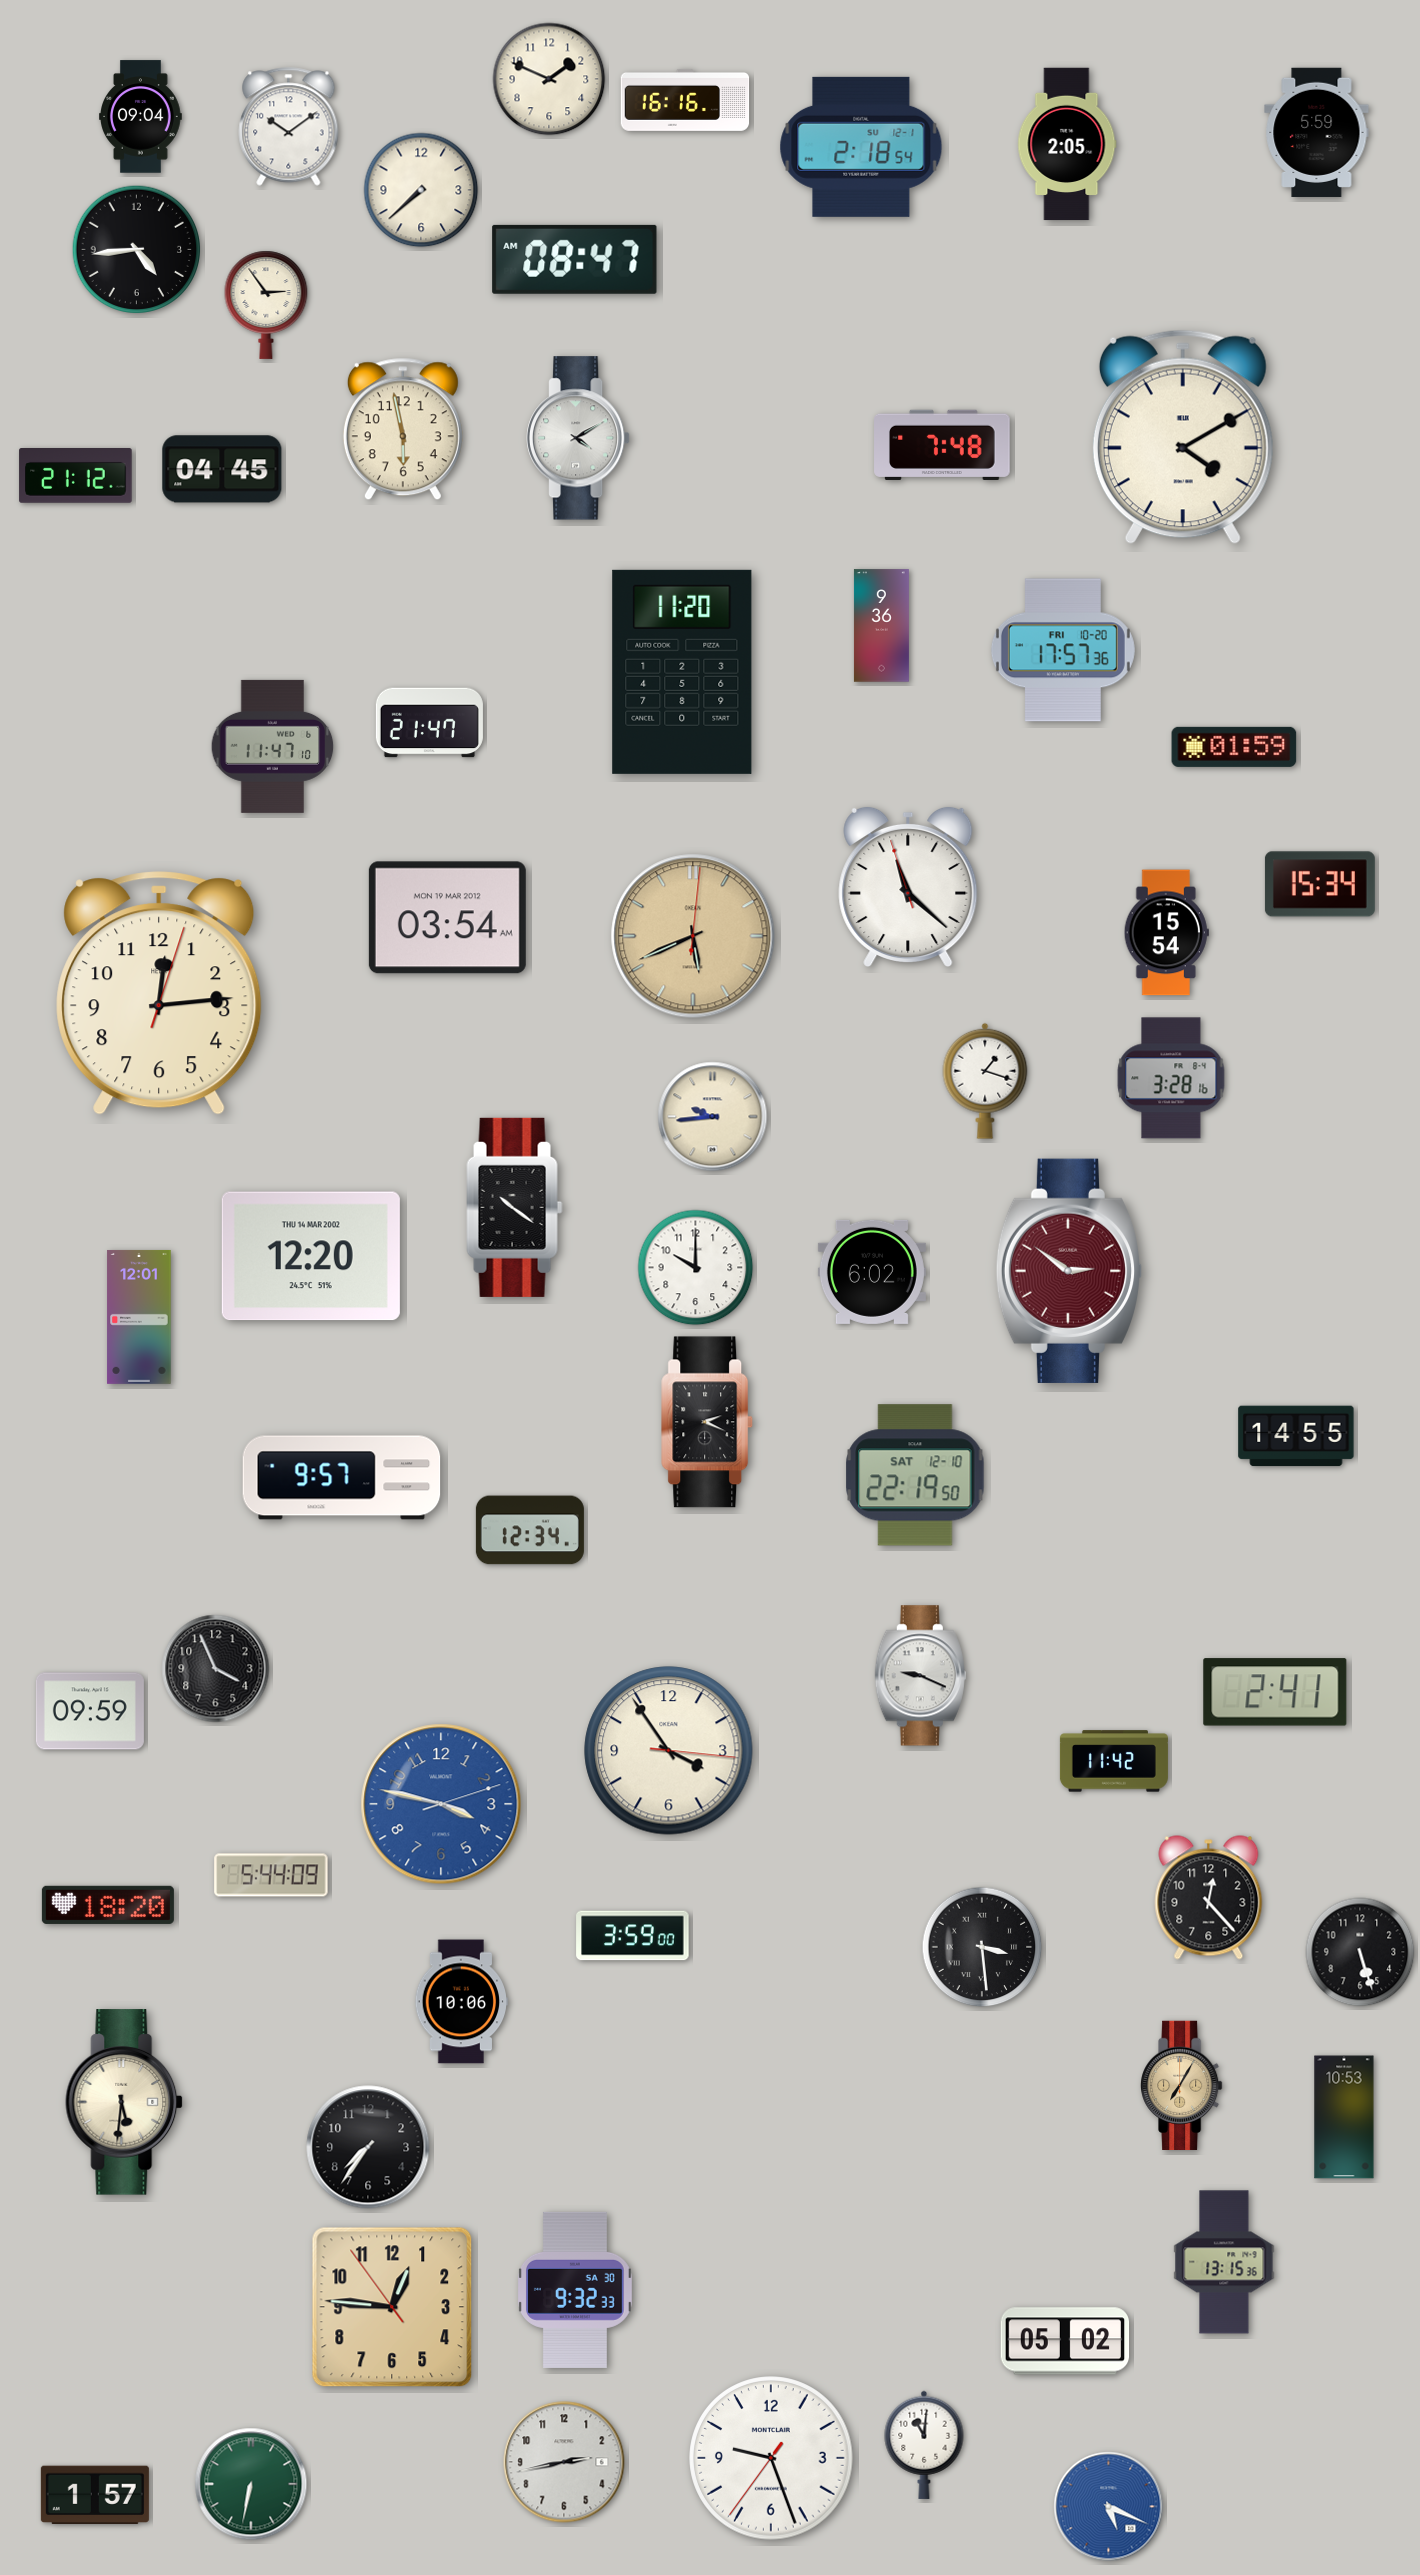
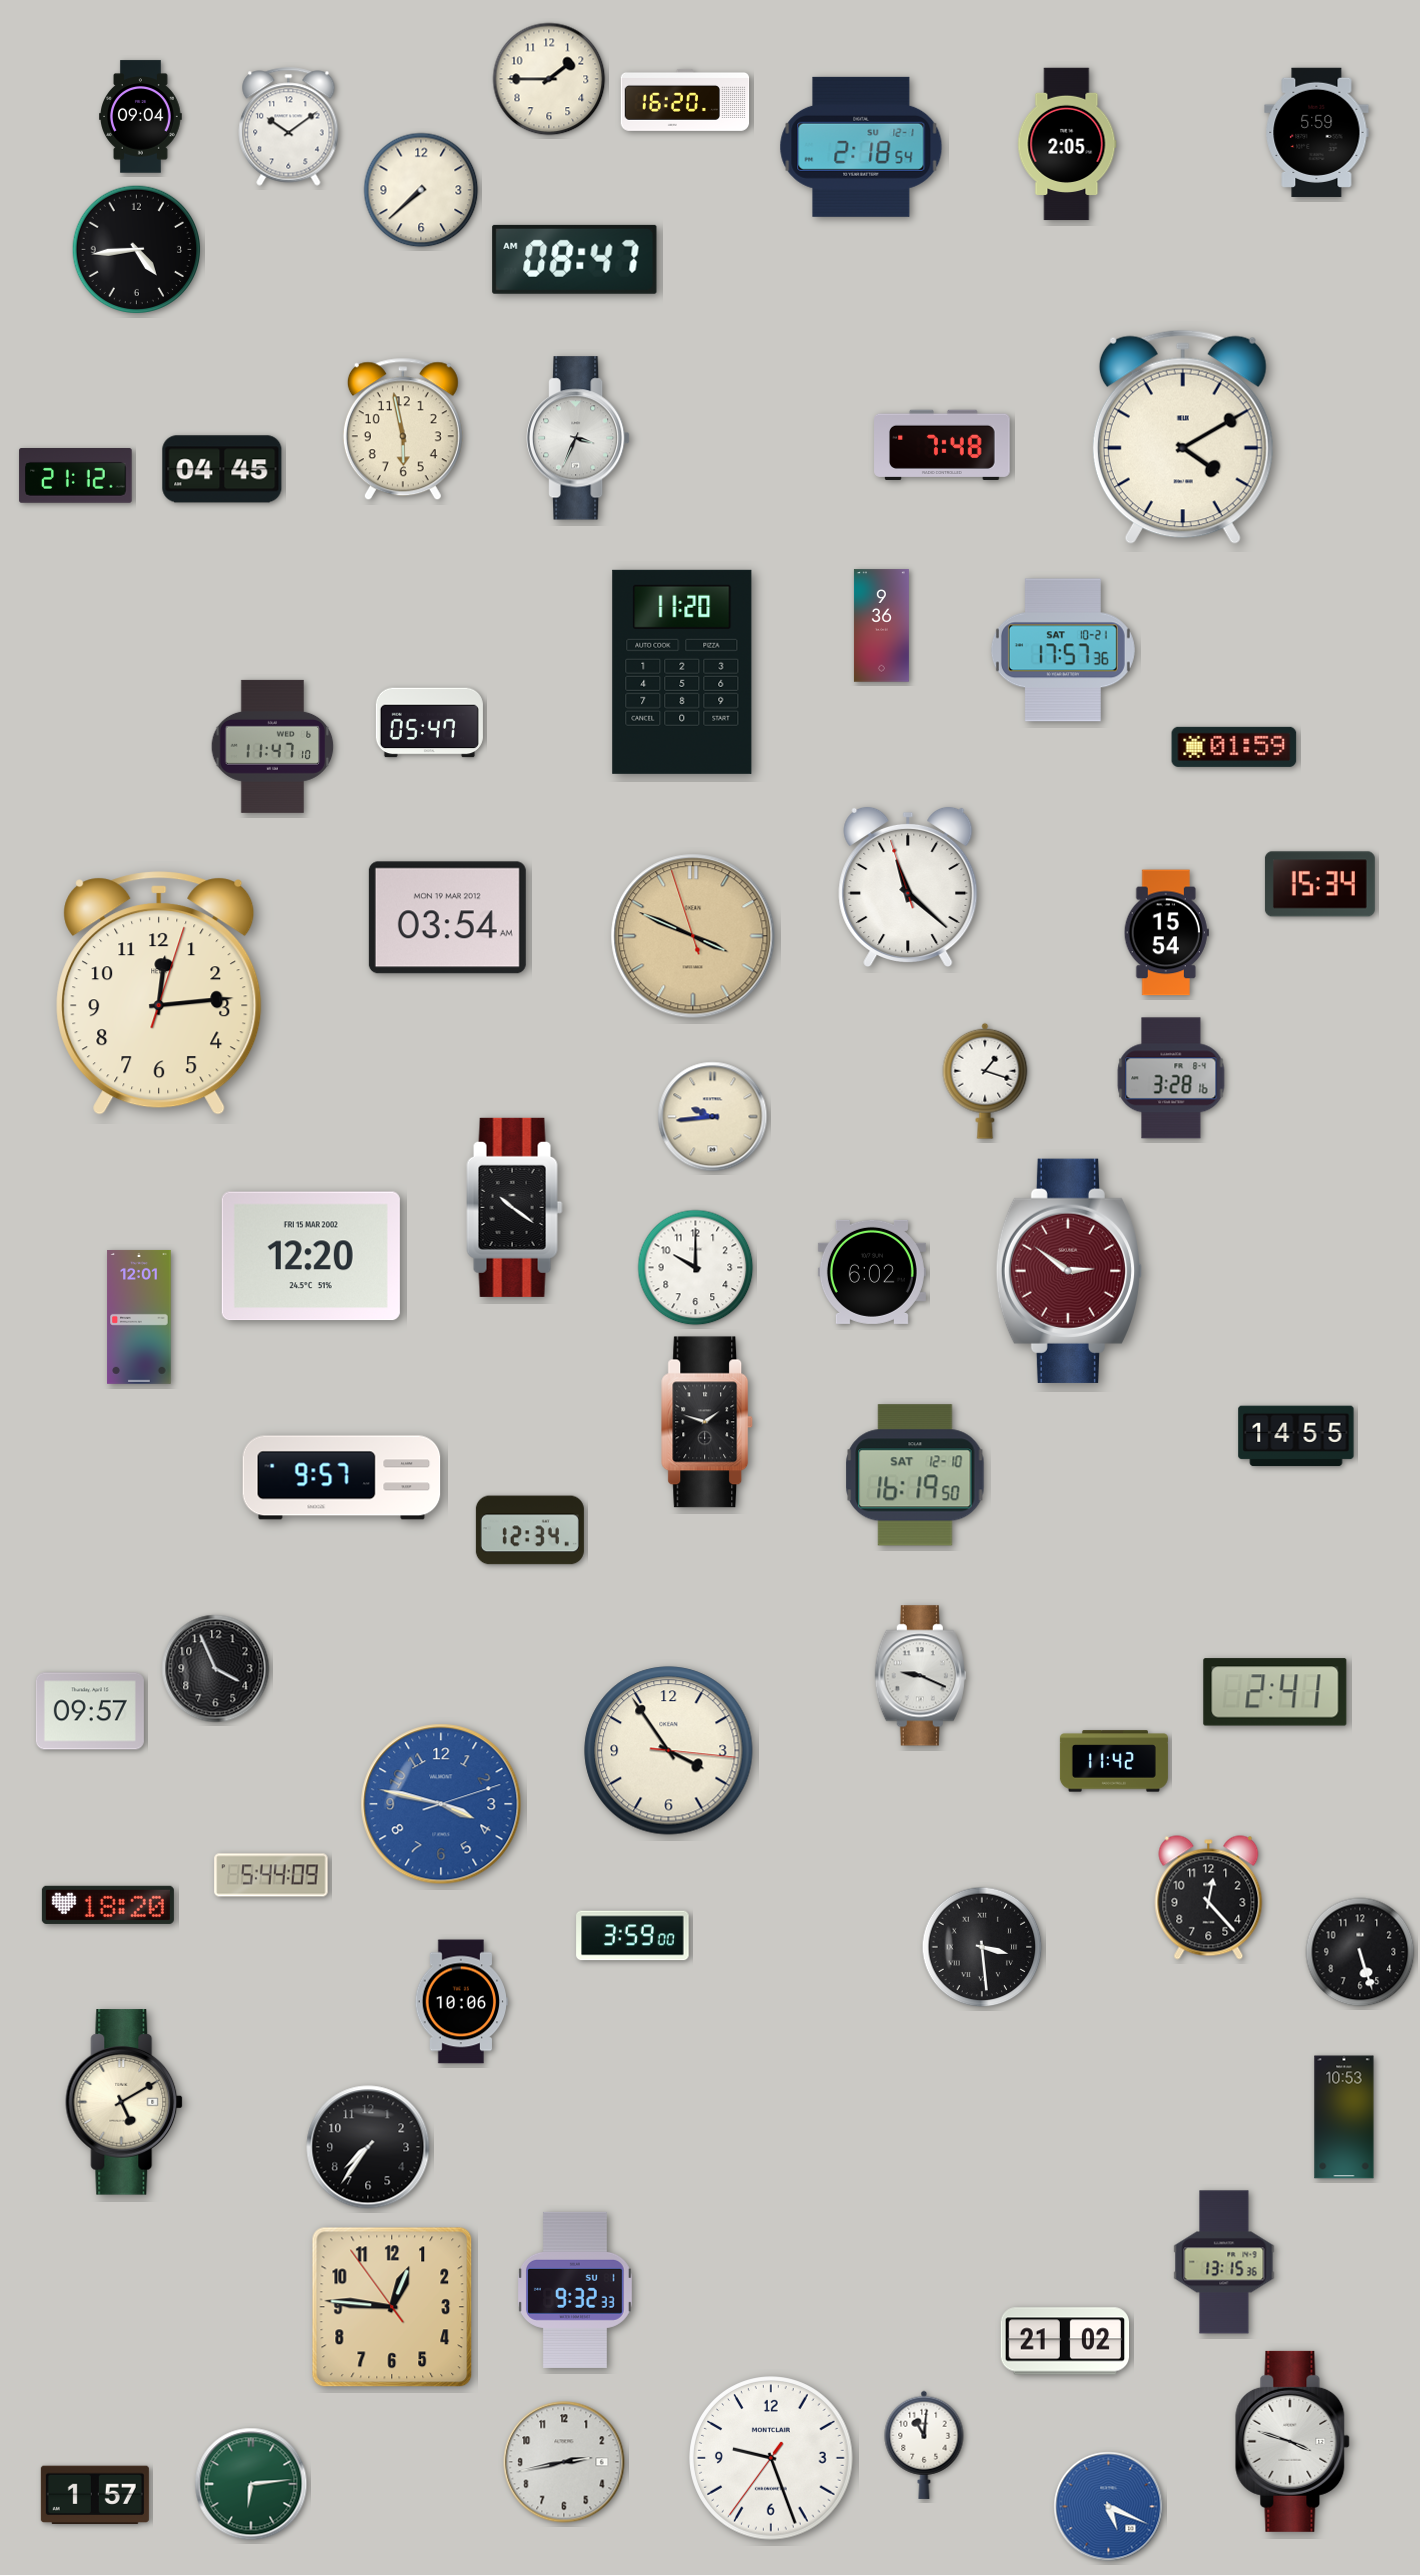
clock at (549, 79): 1:49 -> 1:45
clock at (685, 100): 16:16 -> 16:20
clock at (266, 305): 2:54 -> none
clock at (579, 438): 4:10 -> 3:34
clock at (1063, 650) date: FRI 10-20 -> SAT 10-21
clock at (429, 723): 21:47 -> 05:47
clock at (693, 936): 5:41 -> 3:48
clock at (311, 1256) date: THU 14 MAR 2002 -> FRI 15 MAR 2002
clock at (708, 1422): 2:19 -> 1:48
clock at (915, 1475): 22:19 -> 16:19
clock at (90, 1711): 09:59 -> 09:57
clock at (1182, 2085): 7:05 -> none
clock at (125, 2102): 5:31 -> 5:10
clock at (575, 2290) date: SA 30 -> SU 1
clock at (1065, 2341): 05:02 -> 21:02
clock at (1293, 2441): none -> 3:48
clock at (251, 2484): 6:32 -> 6:14
